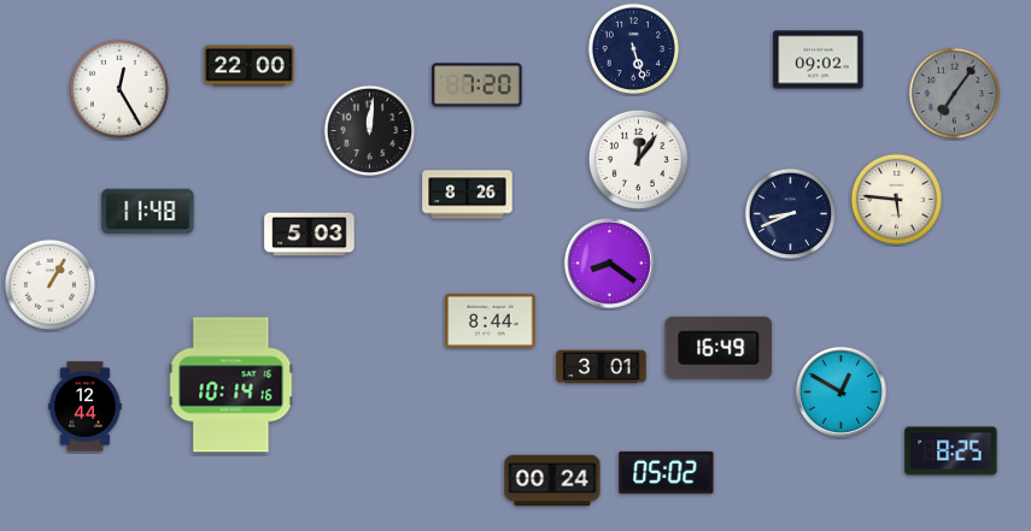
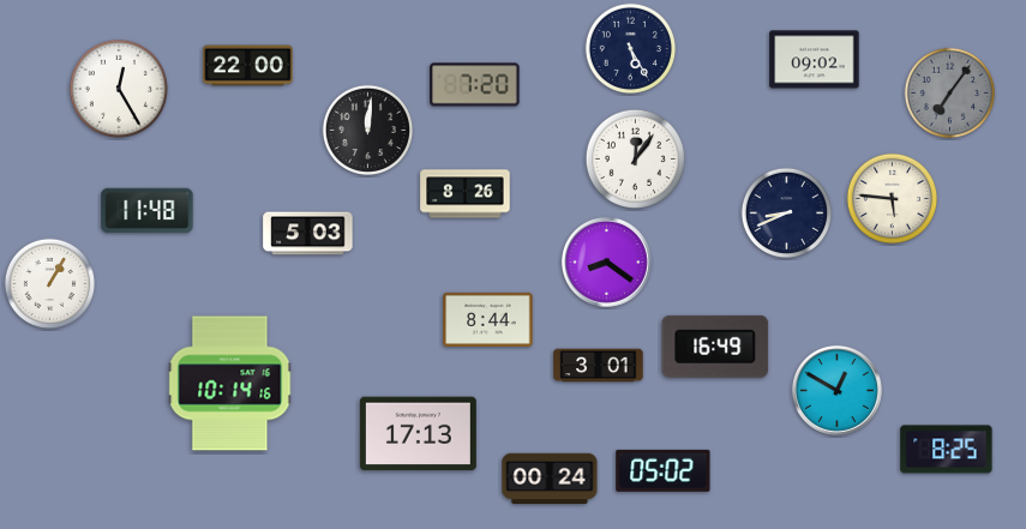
clock at (634, 49): 5:27 -> 5:25
clock at (86, 407): 12:44 -> none
clock at (418, 434): none -> 17:13
